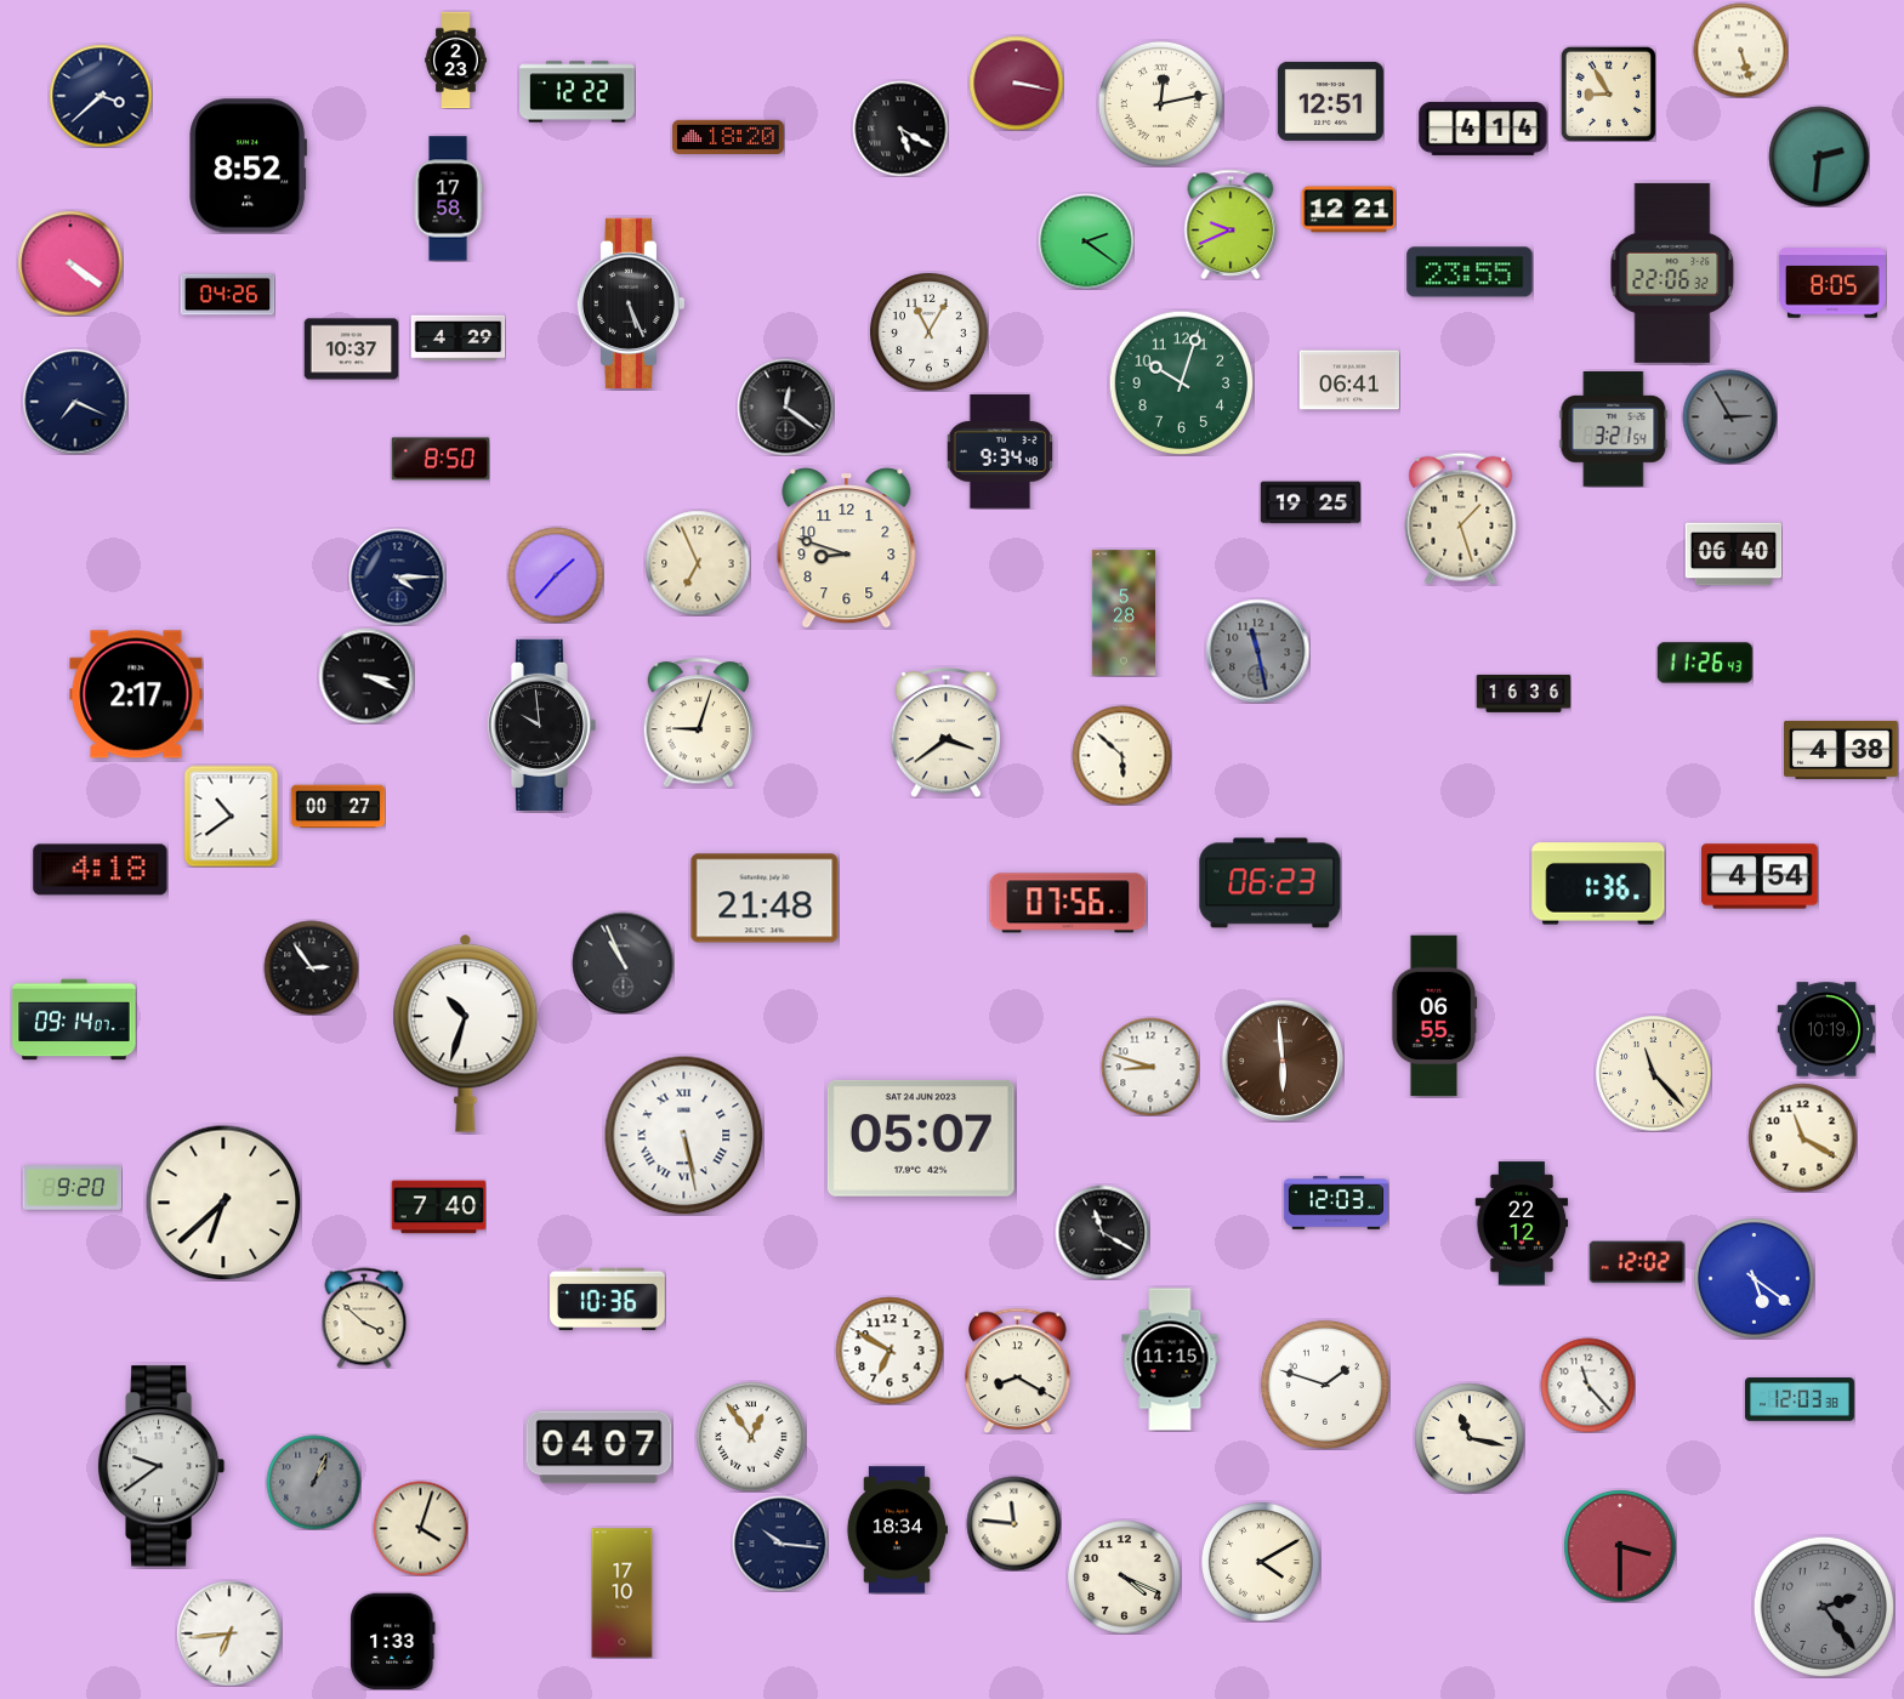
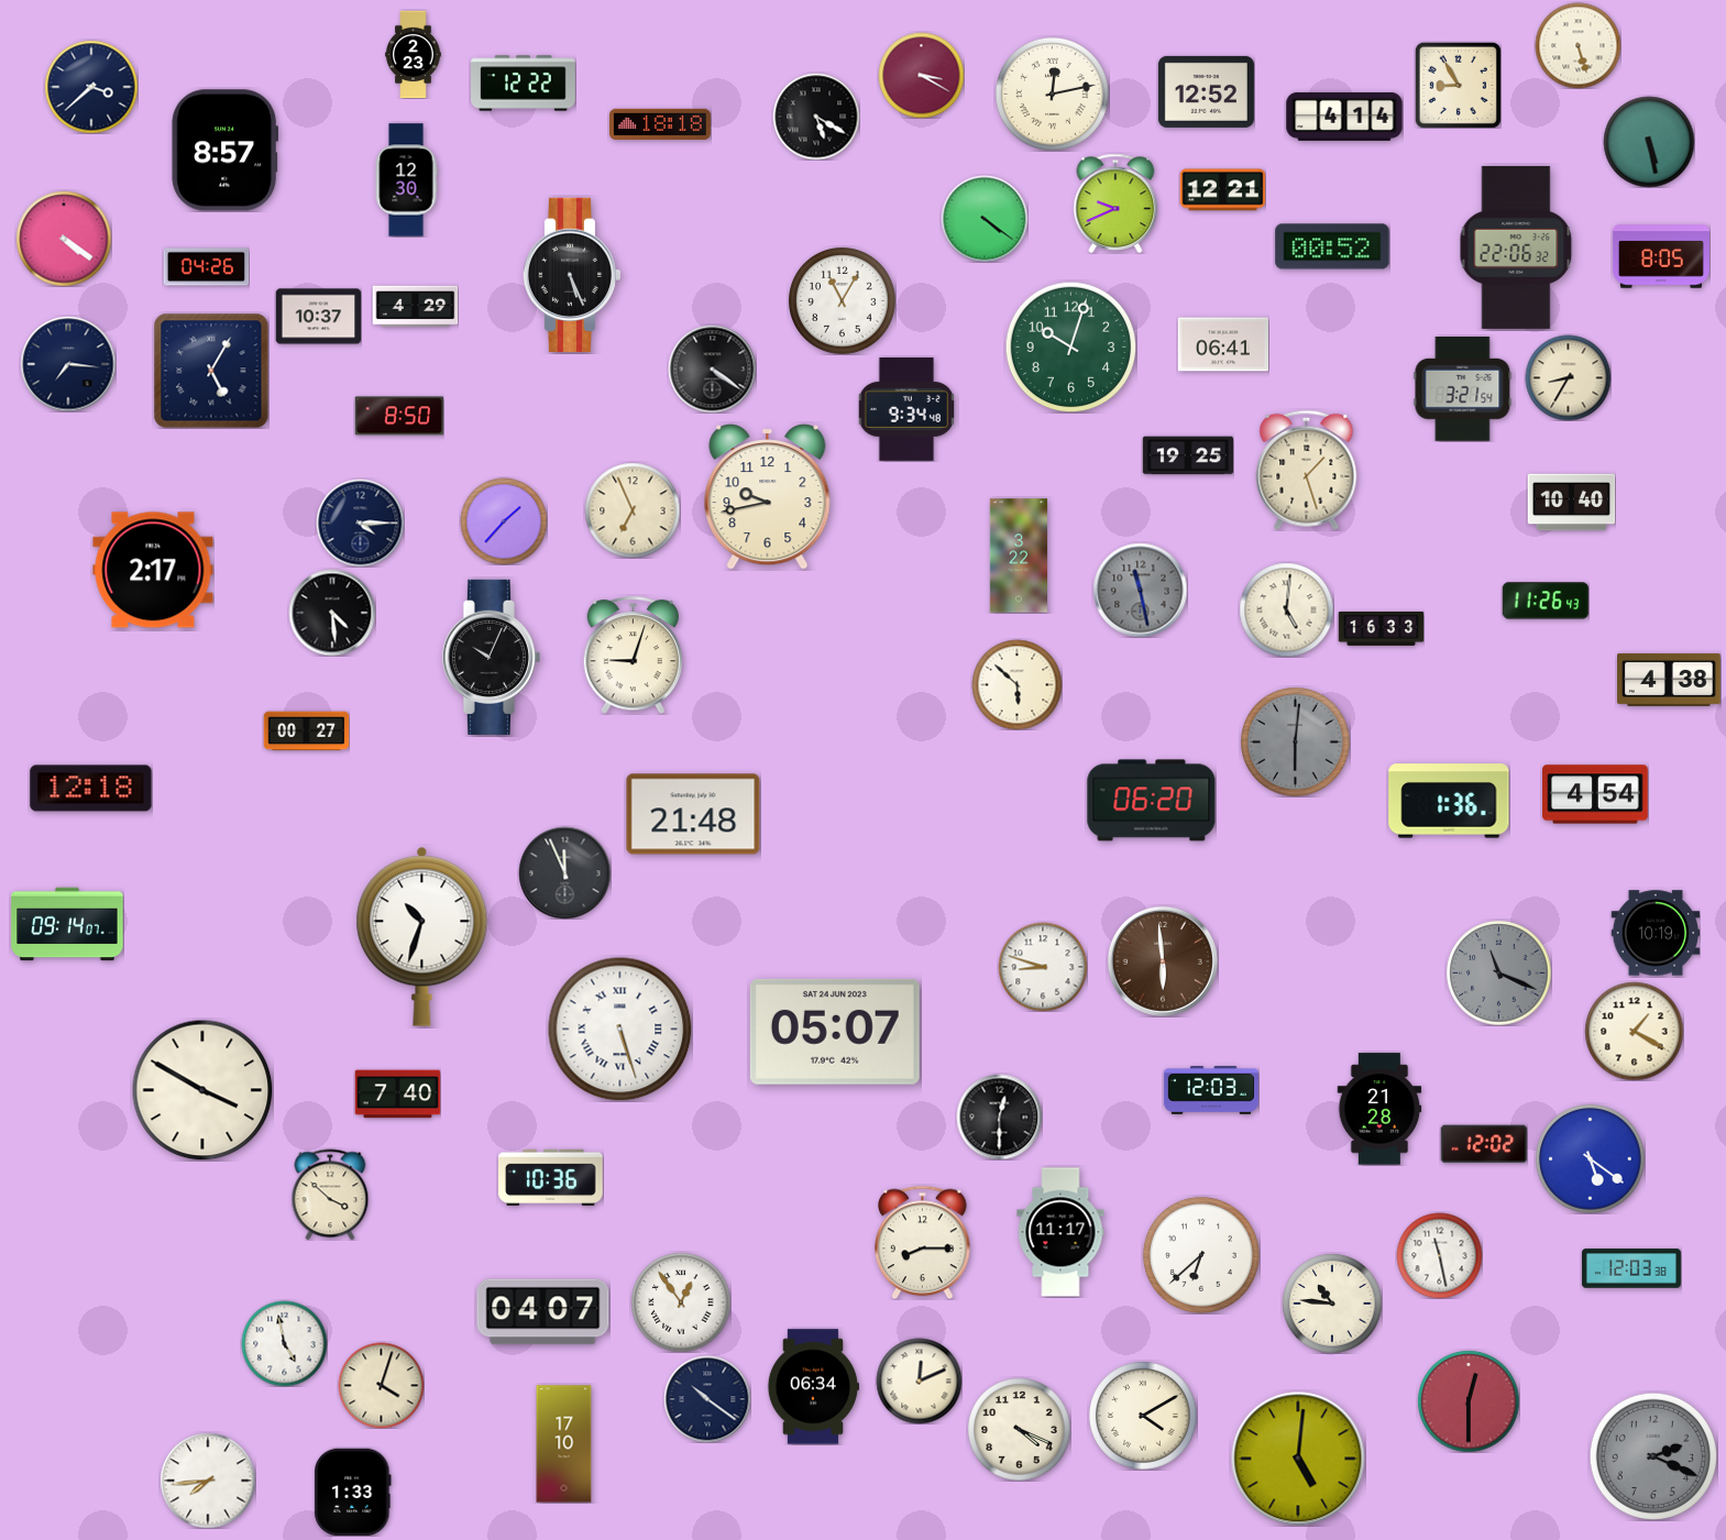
clock at (1016, 83): 3:17 -> 3:20
clock at (1330, 101): 12:51 -> 12:52
clock at (728, 137): 18:20 -> 18:18
clock at (1819, 157): 2:31 -> 5:28
clock at (249, 166): 8:52 -> 8:57
clock at (448, 199): 17:58 -> 12:30
clock at (1086, 242): 2:21 -> 4:21
clock at (1470, 272): 23:55 -> 00:52
clock at (75, 402): 7:19 -> 7:16
clock at (785, 407): 12:21 -> 4:21
clock at (211, 371): none -> 5:05
clock at (1729, 416): 2:55 -> 8:35
clock at (1729, 416) dial: grey -> cream
clock at (1461, 518) position: (1461, 518) -> (1307, 470)
clock at (847, 549): 8:48 -> 9:43
clock at (1733, 555): 06:40 -> 10:40
clock at (1122, 613): 5:28 -> 3:22
clock at (1286, 609): none -> 5:01
clock at (366, 676): 3:19 -> 4:29
clock at (136, 694) position: (136, 694) -> (153, 570)
clock at (1523, 694): 16:36 -> 16:33
clock at (541, 725): 9:59 -> 10:04
clock at (947, 733): 3:39 -> none
clock at (232, 816): 10:39 -> none
clock at (1296, 743): none -> 6:01
clock at (101, 870): 4:18 -> 12:18
clock at (1271, 883): 06:23 -> 06:20
clock at (1068, 903): 07:56 -> none
clock at (623, 962): 10:56 -> 11:56
clock at (311, 967): 2:54 -> none
clock at (1434, 1016): 06:55 -> none
clock at (1653, 1073): 11:23 -> 11:19
clock at (1653, 1073) dial: cream -> grey
clock at (684, 1136): 5:28 -> 5:27
clock at (1802, 1137): 11:20 -> 1:20
clock at (72, 1188): 9:20 -> none
clock at (223, 1203): 6:38 -> 3:50
clock at (1522, 1223): 22:12 -> 21:28
clock at (1102, 1232): 11:20 -> 12:30
clock at (890, 1351): 6:50 -> none
clock at (1170, 1359): 11:15 -> 11:17
clock at (1018, 1370): 8:20 -> 8:15
clock at (1325, 1385): 1:48 -> 6:38
clock at (1587, 1385): 11:23 -> 11:28
clock at (1470, 1438): 11:17 -> 10:46
clock at (161, 1466): 9:39 -> none
clock at (313, 1482): 1:04 -> 4:58
clock at (313, 1482) dial: grey -> white
clock at (1013, 1523): 11:46 -> 12:11
clock at (896, 1530): 18:34 -> 06:34
clock at (780, 1544): 10:16 -> 10:21
clock at (1620, 1546): 3:30 -> 12:30
clock at (1823, 1606): 2:24 -> 2:19
clock at (1298, 1459): none -> 5:01
clock at (229, 1633): 6:44 -> 7:44
clock at (393, 1641) position: (393, 1641) -> (353, 1492)
